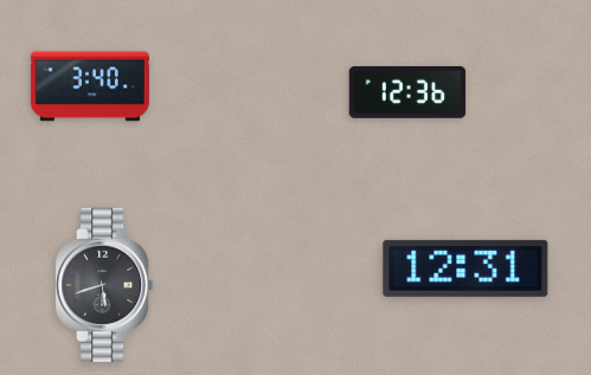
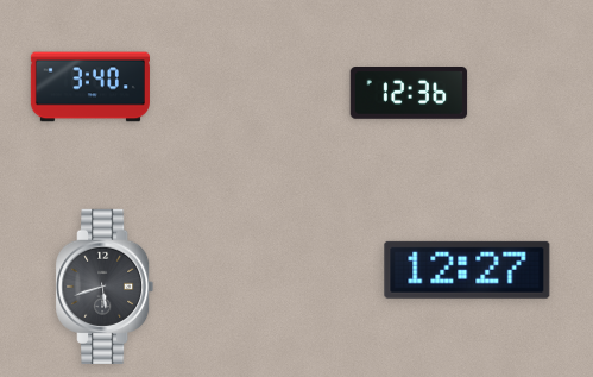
clock at (465, 269): 12:31 -> 12:27
